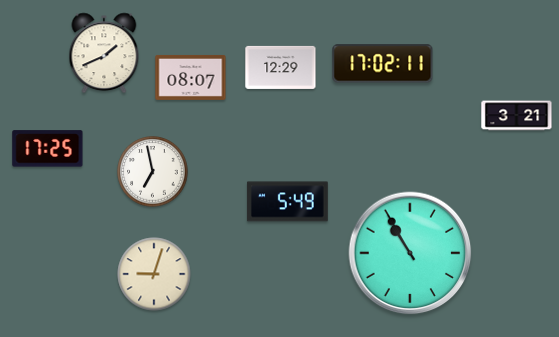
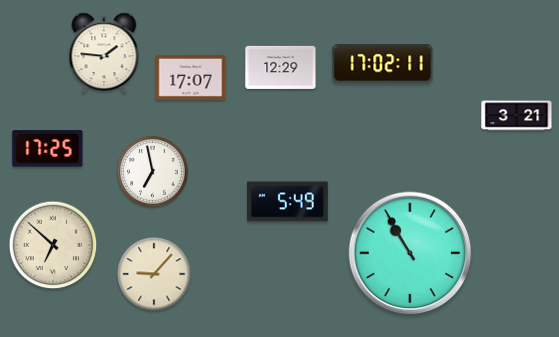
clock at (104, 53): 1:41 -> 1:46
clock at (191, 77): 08:07 -> 17:07
clock at (53, 245): none -> 6:52
clock at (154, 274): 9:03 -> 9:07
